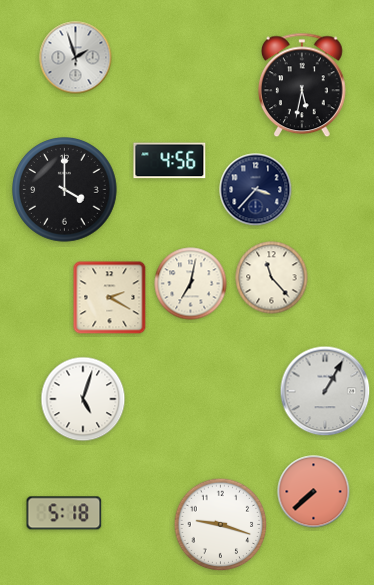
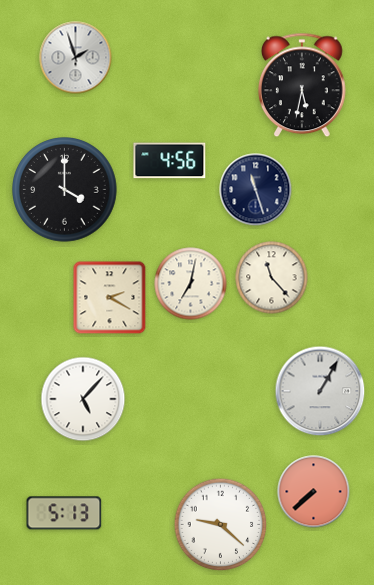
clock at (256, 190): 3:37 -> 11:27
clock at (325, 391) position: (325, 391) -> (320, 391)
clock at (83, 399): 5:03 -> 5:07
clock at (64, 513): 5:18 -> 5:13
clock at (221, 525): 9:18 -> 9:22
